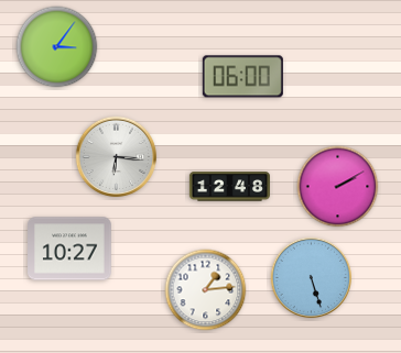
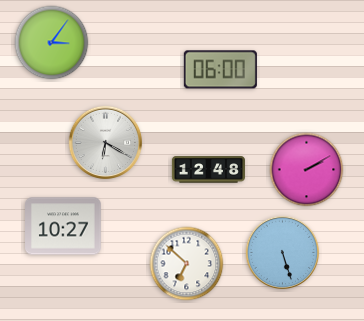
clock at (117, 157): 6:16 -> 6:20
clock at (206, 290): 1:14 -> 6:52
